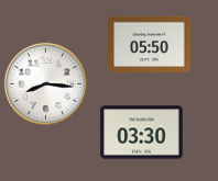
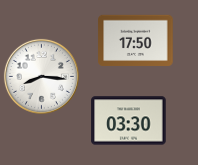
clock at (150, 44): 05:50 -> 17:50
